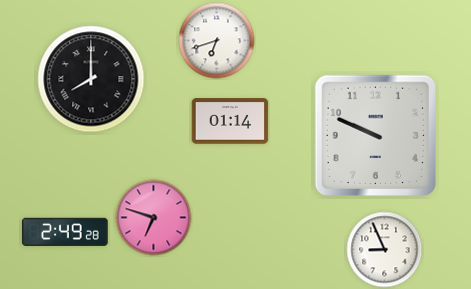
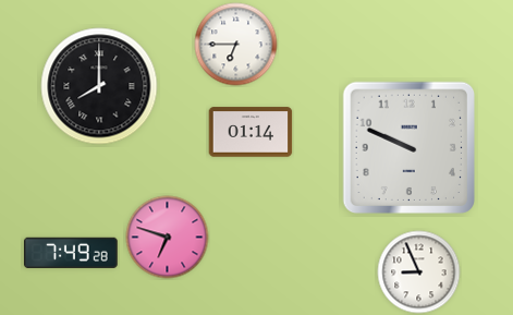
clock at (217, 41): 6:42 -> 6:45
clock at (65, 232): 2:49 -> 7:49
